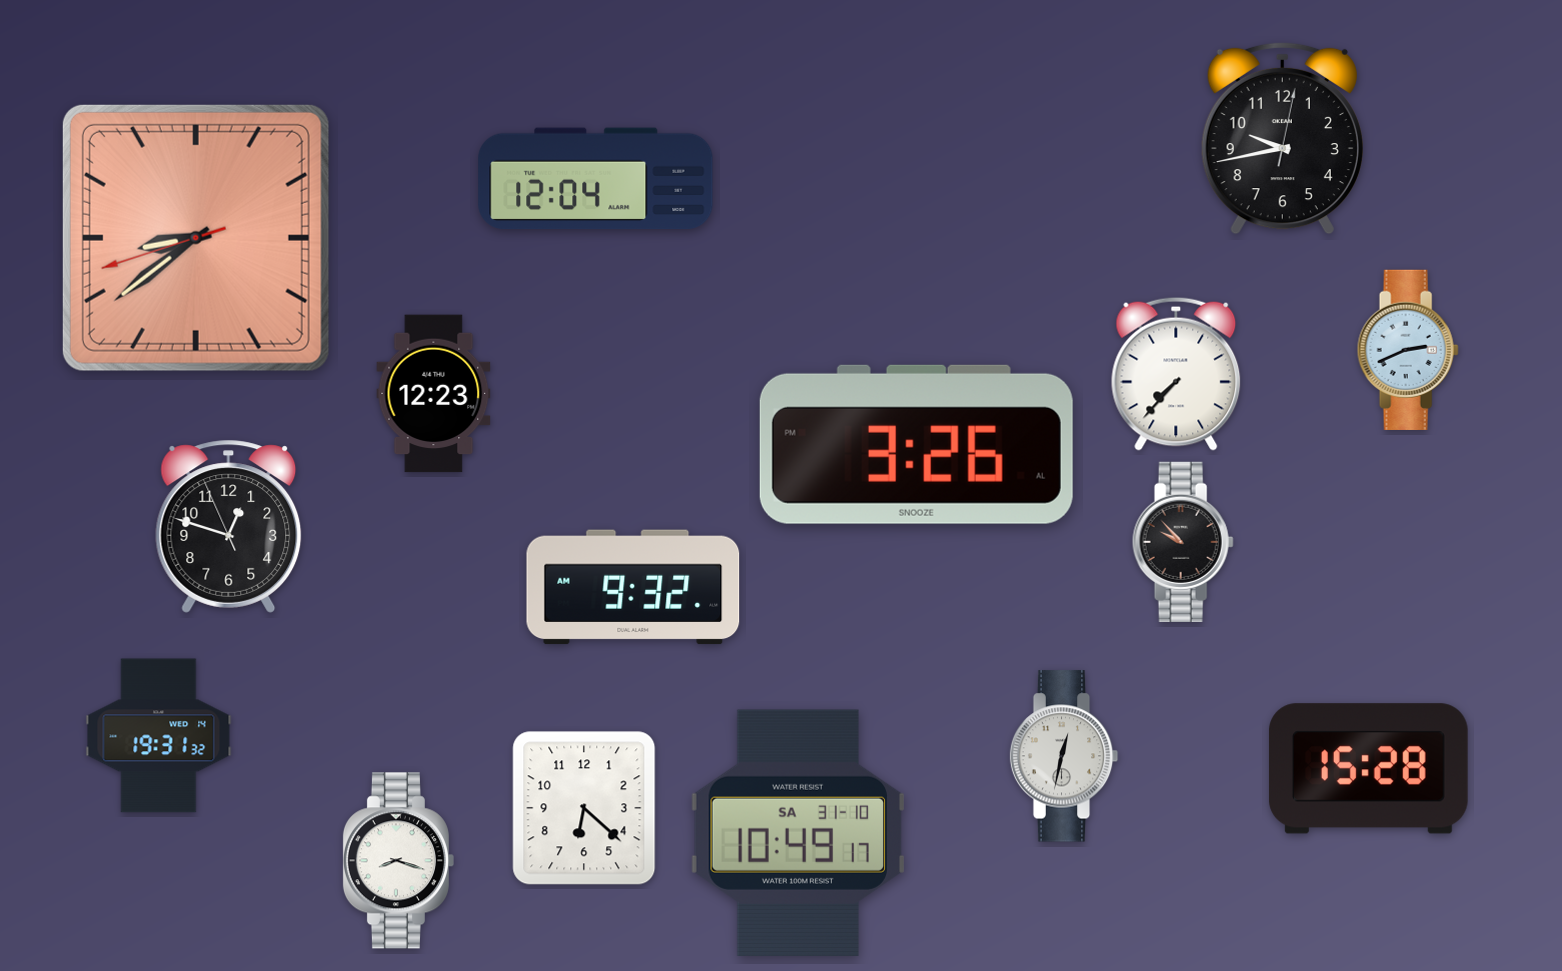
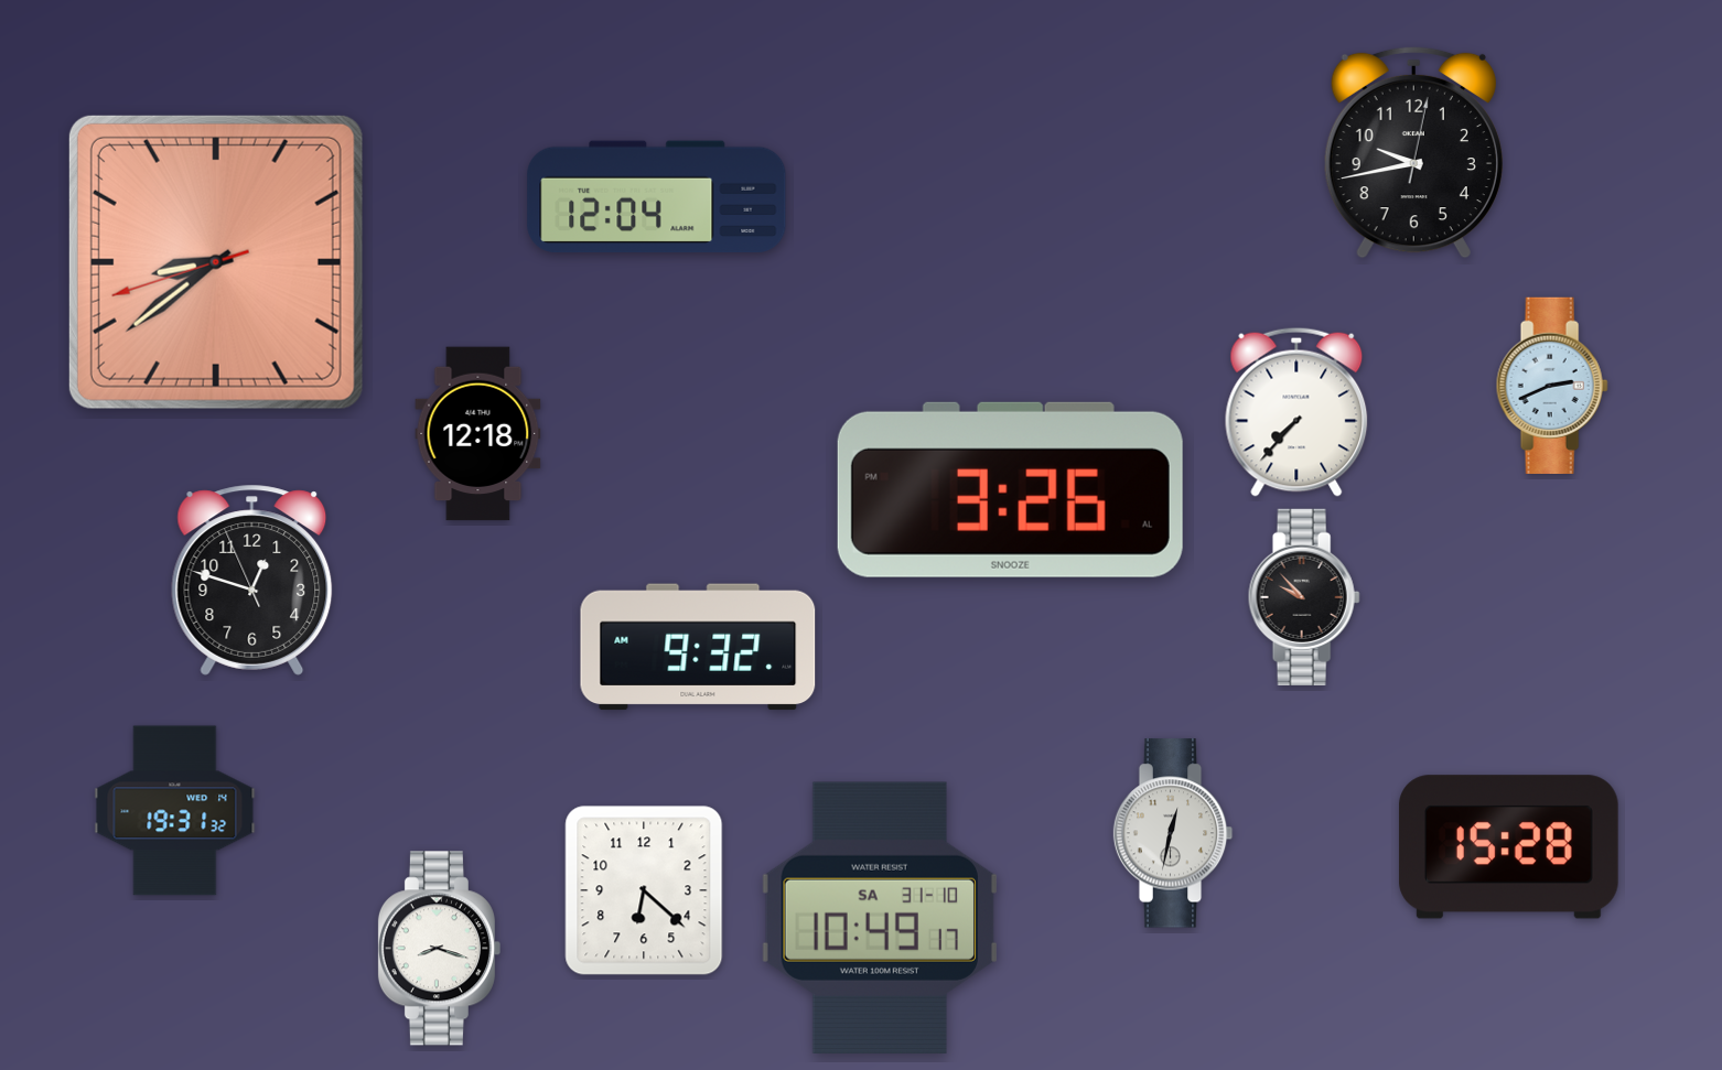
clock at (434, 394): 12:23 -> 12:18
